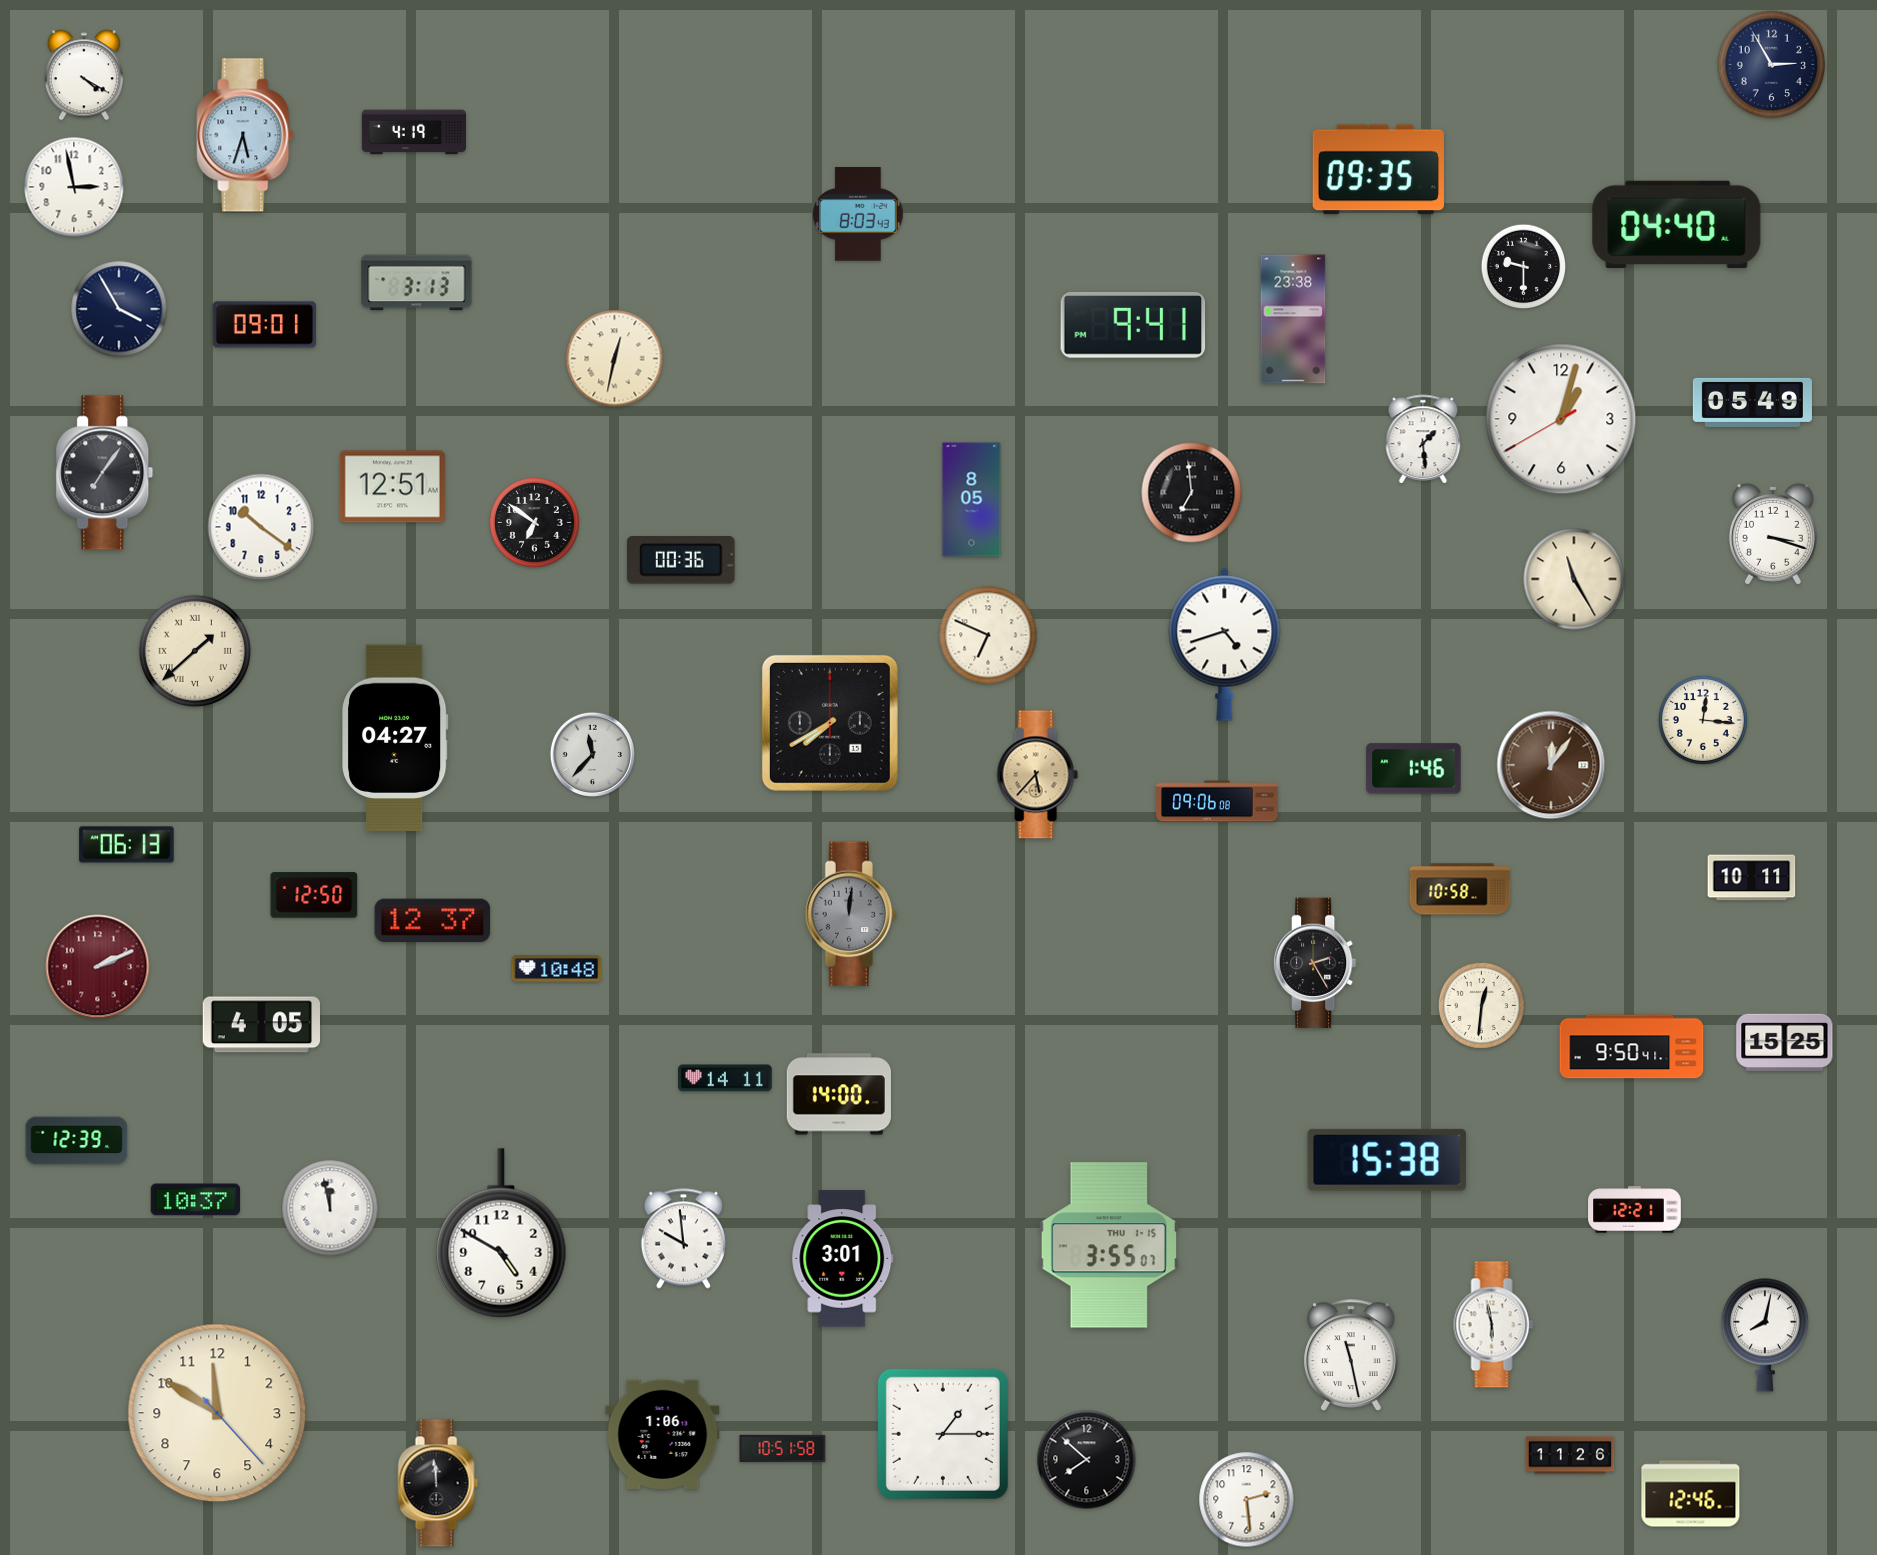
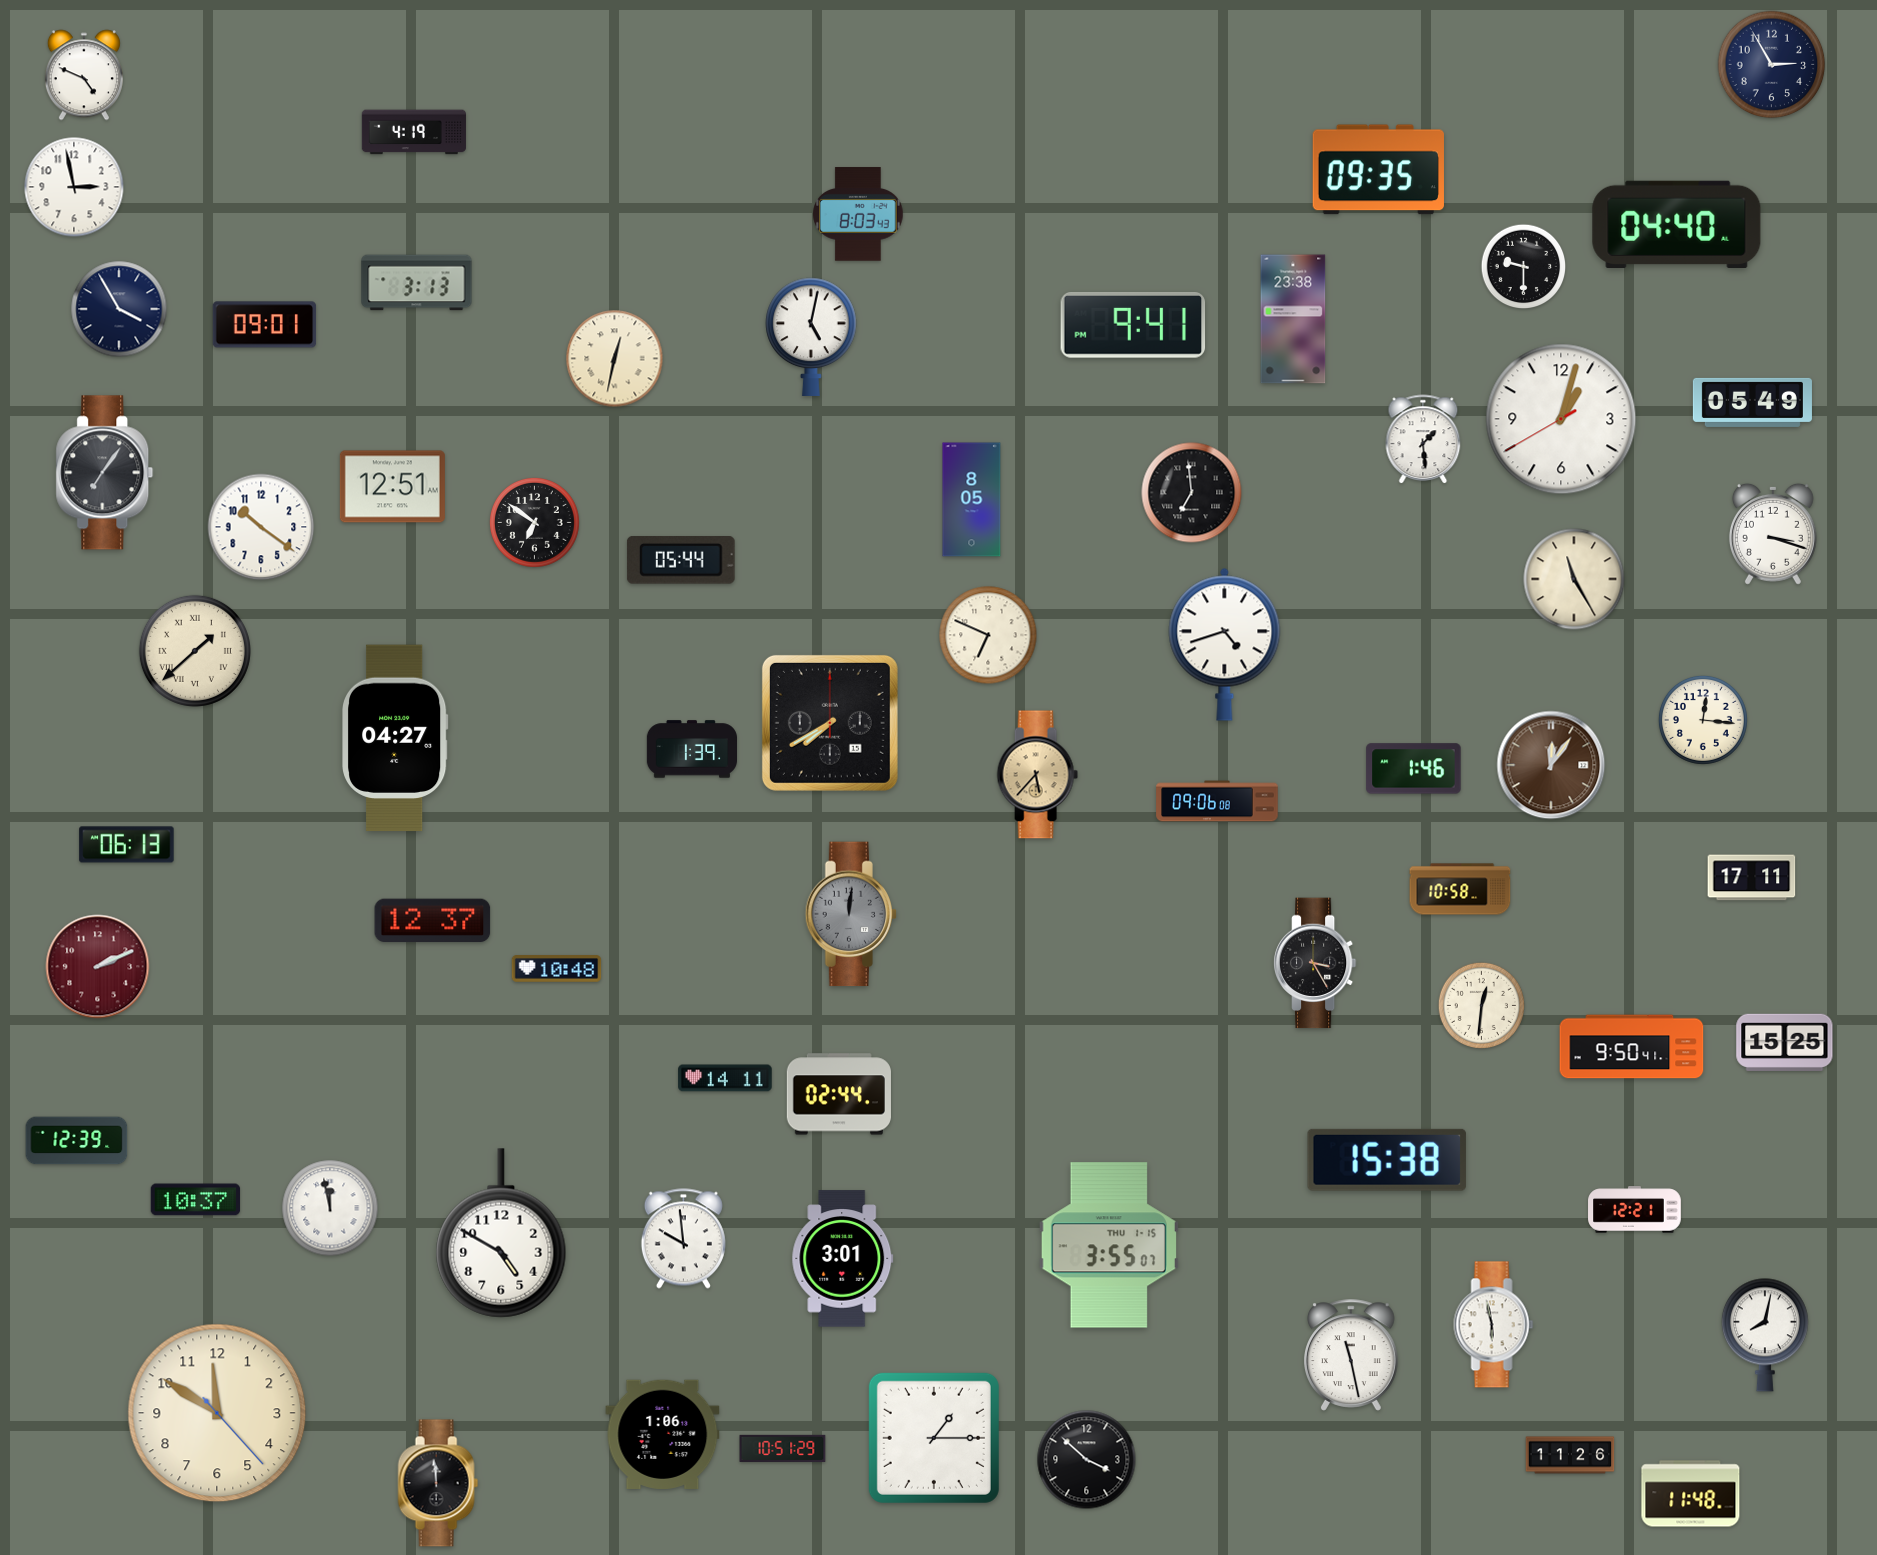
clock at (84, 75): 4:20 -> 4:49
clock at (245, 135): 5:33 -> none
clock at (811, 337): none -> 5:02
clock at (681, 561): 00:36 -> 05:44
clock at (691, 749): none -> 1:39
clock at (592, 754): 11:37 -> none
clock at (1752, 878): 10:11 -> 17:11
clock at (314, 895): 12:50 -> none
clock at (1315, 963): 2:25 -> 3:25
clock at (261, 1025): 4:05 -> none
clock at (839, 1094): 14:00 -> 02:44
clock at (943, 1434) position: (943, 1434) -> (934, 1438)
clock at (783, 1448): 10:51:58 -> 10:51:29
clock at (1087, 1460): 7:52 -> 3:52
clock at (1691, 1494): 12:46 -> 11:48
clock at (1247, 1500): 2:29 -> none
